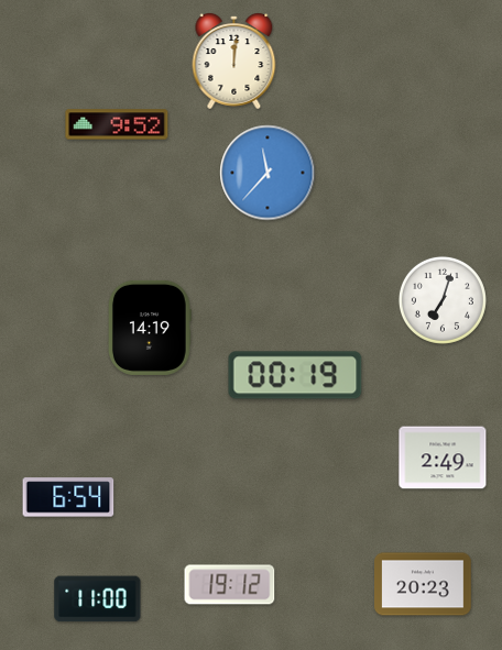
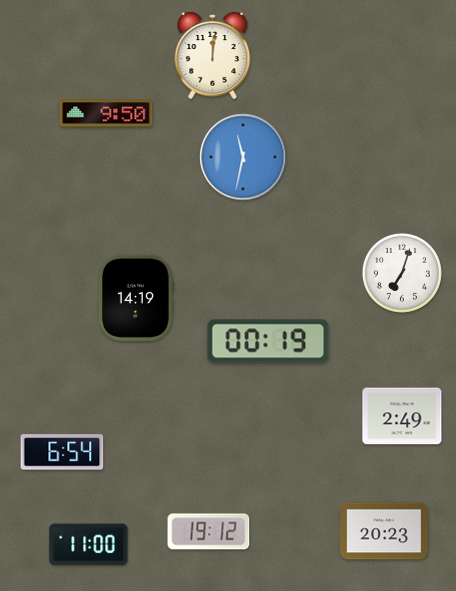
clock at (117, 124): 9:52 -> 9:50
clock at (268, 173): 11:37 -> 11:32
